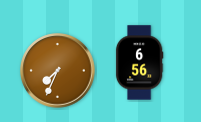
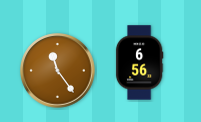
clock at (58, 71): 7:34 -> 11:24
